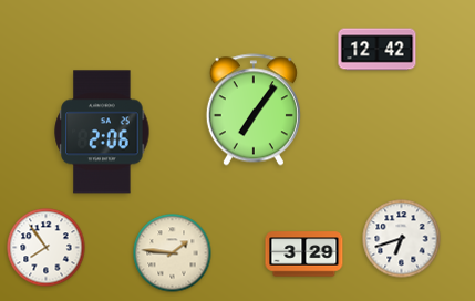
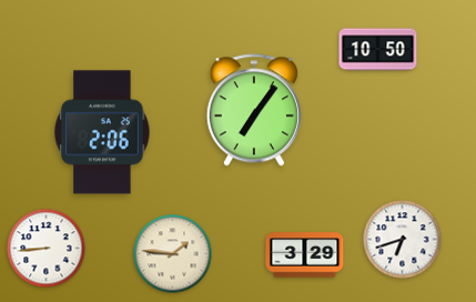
clock at (378, 50): 12:42 -> 10:50
clock at (47, 248): 7:54 -> 8:44
